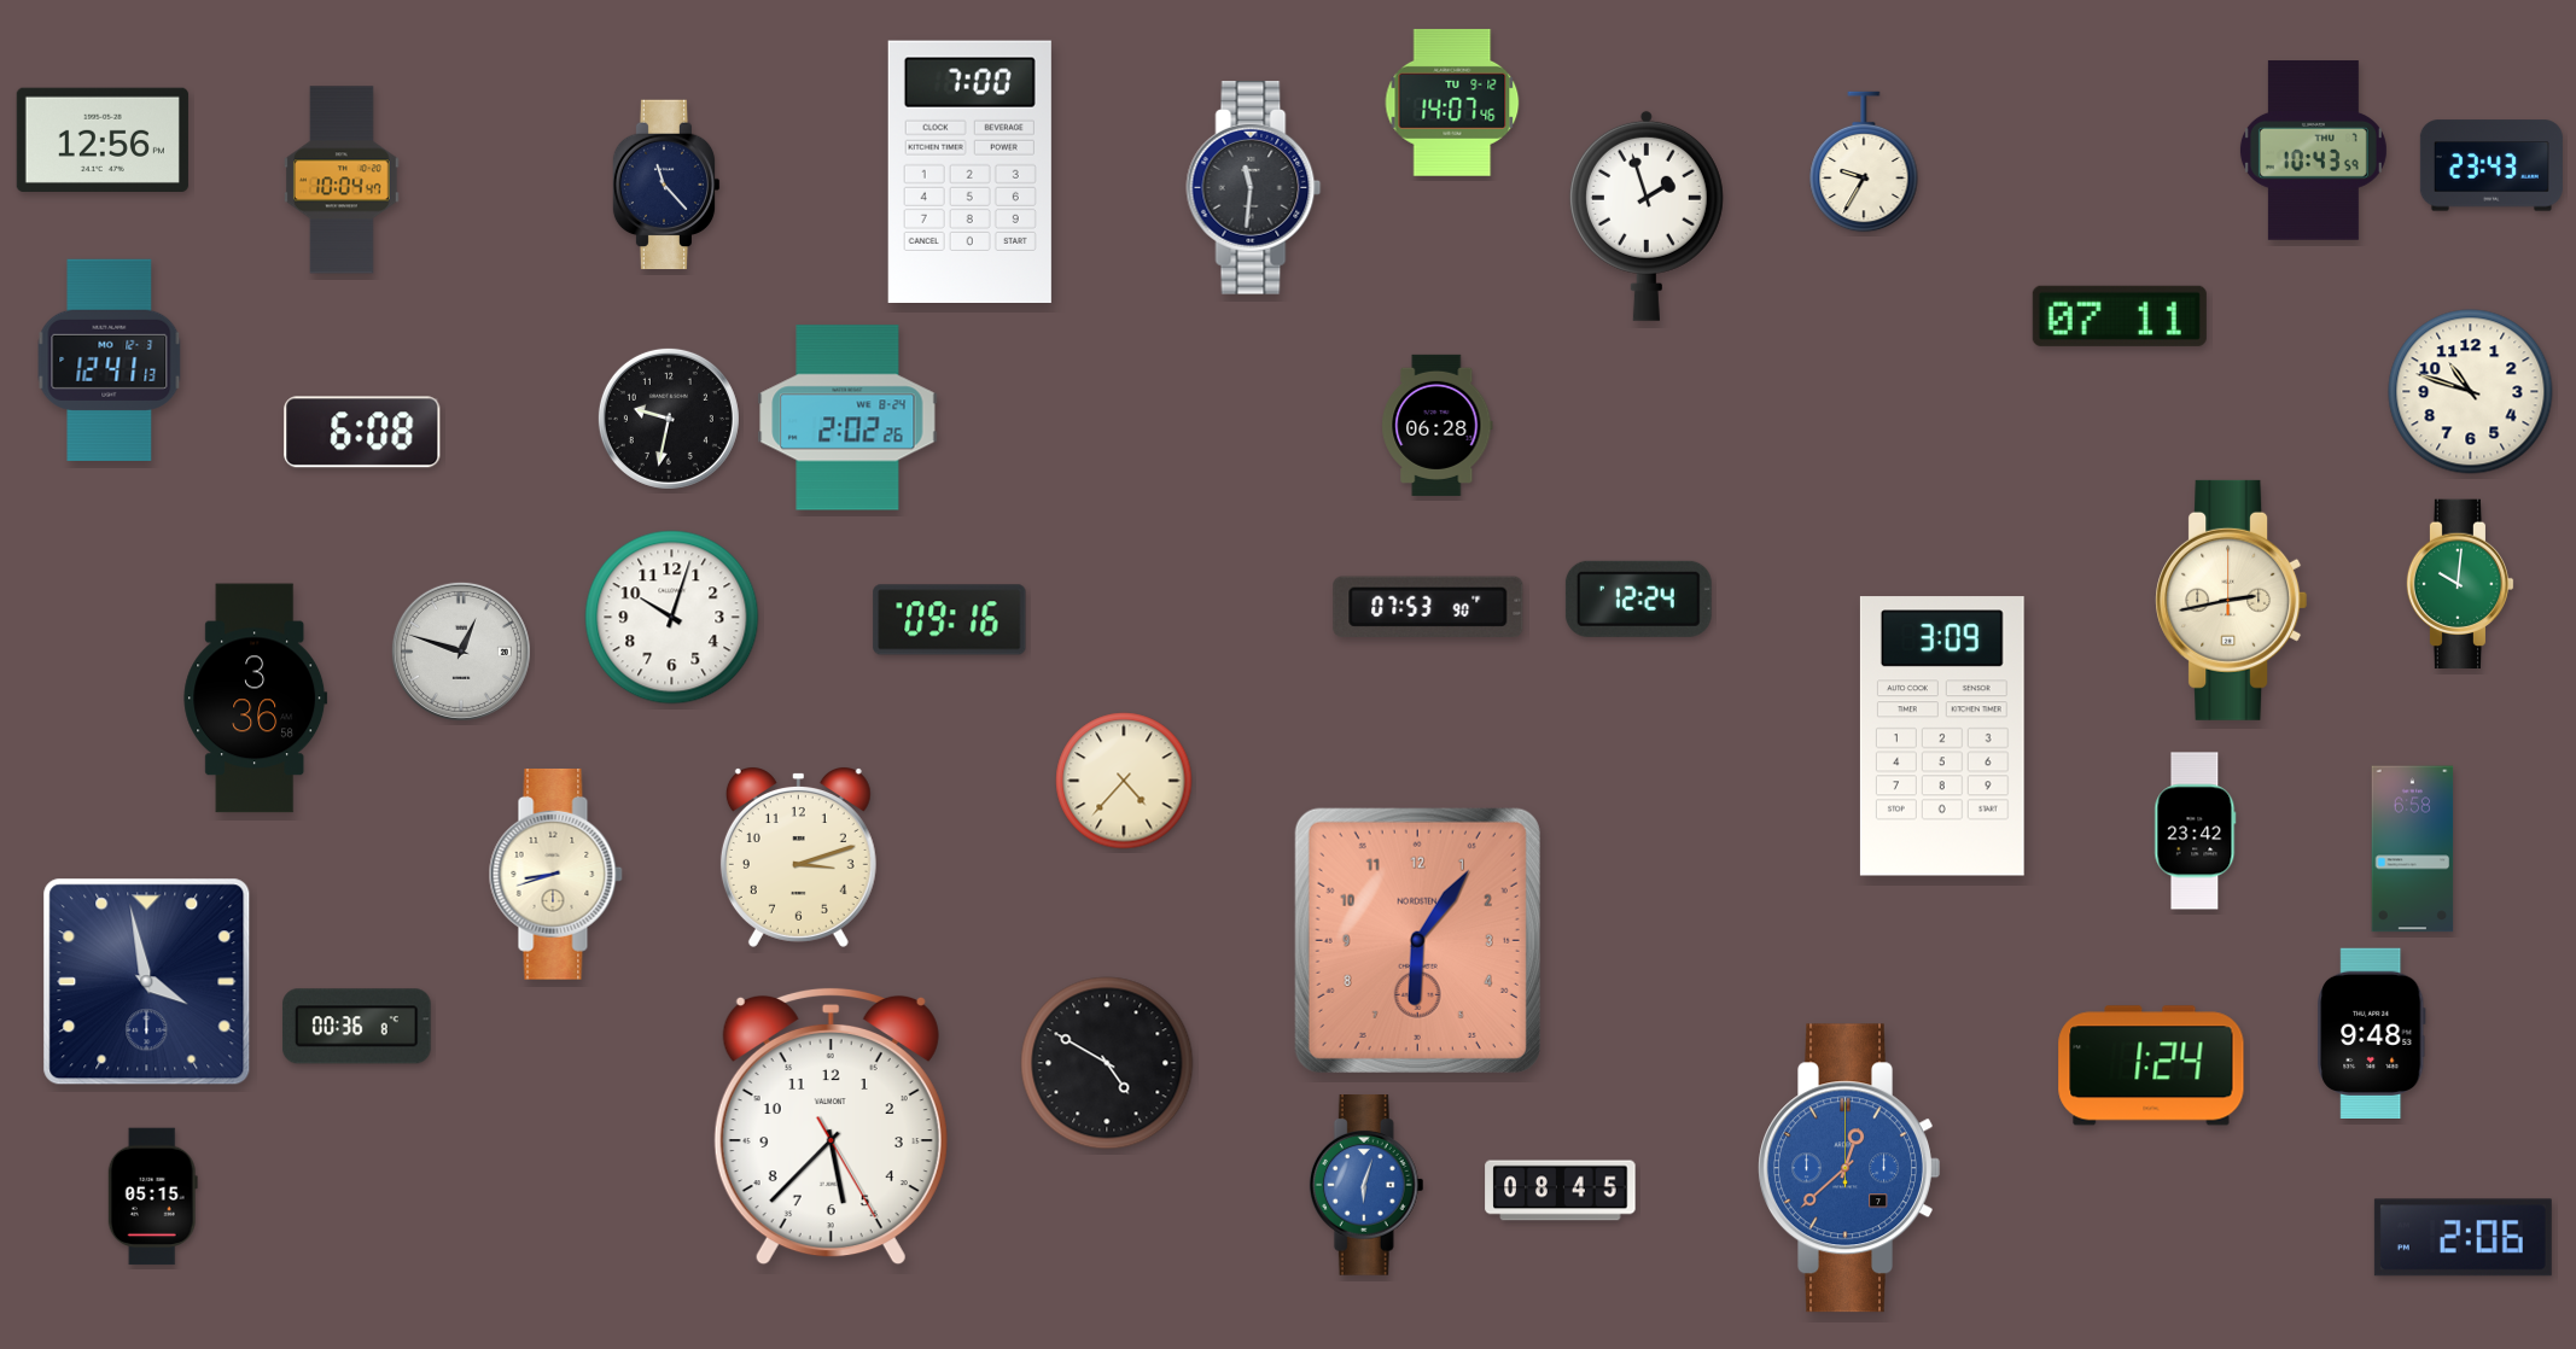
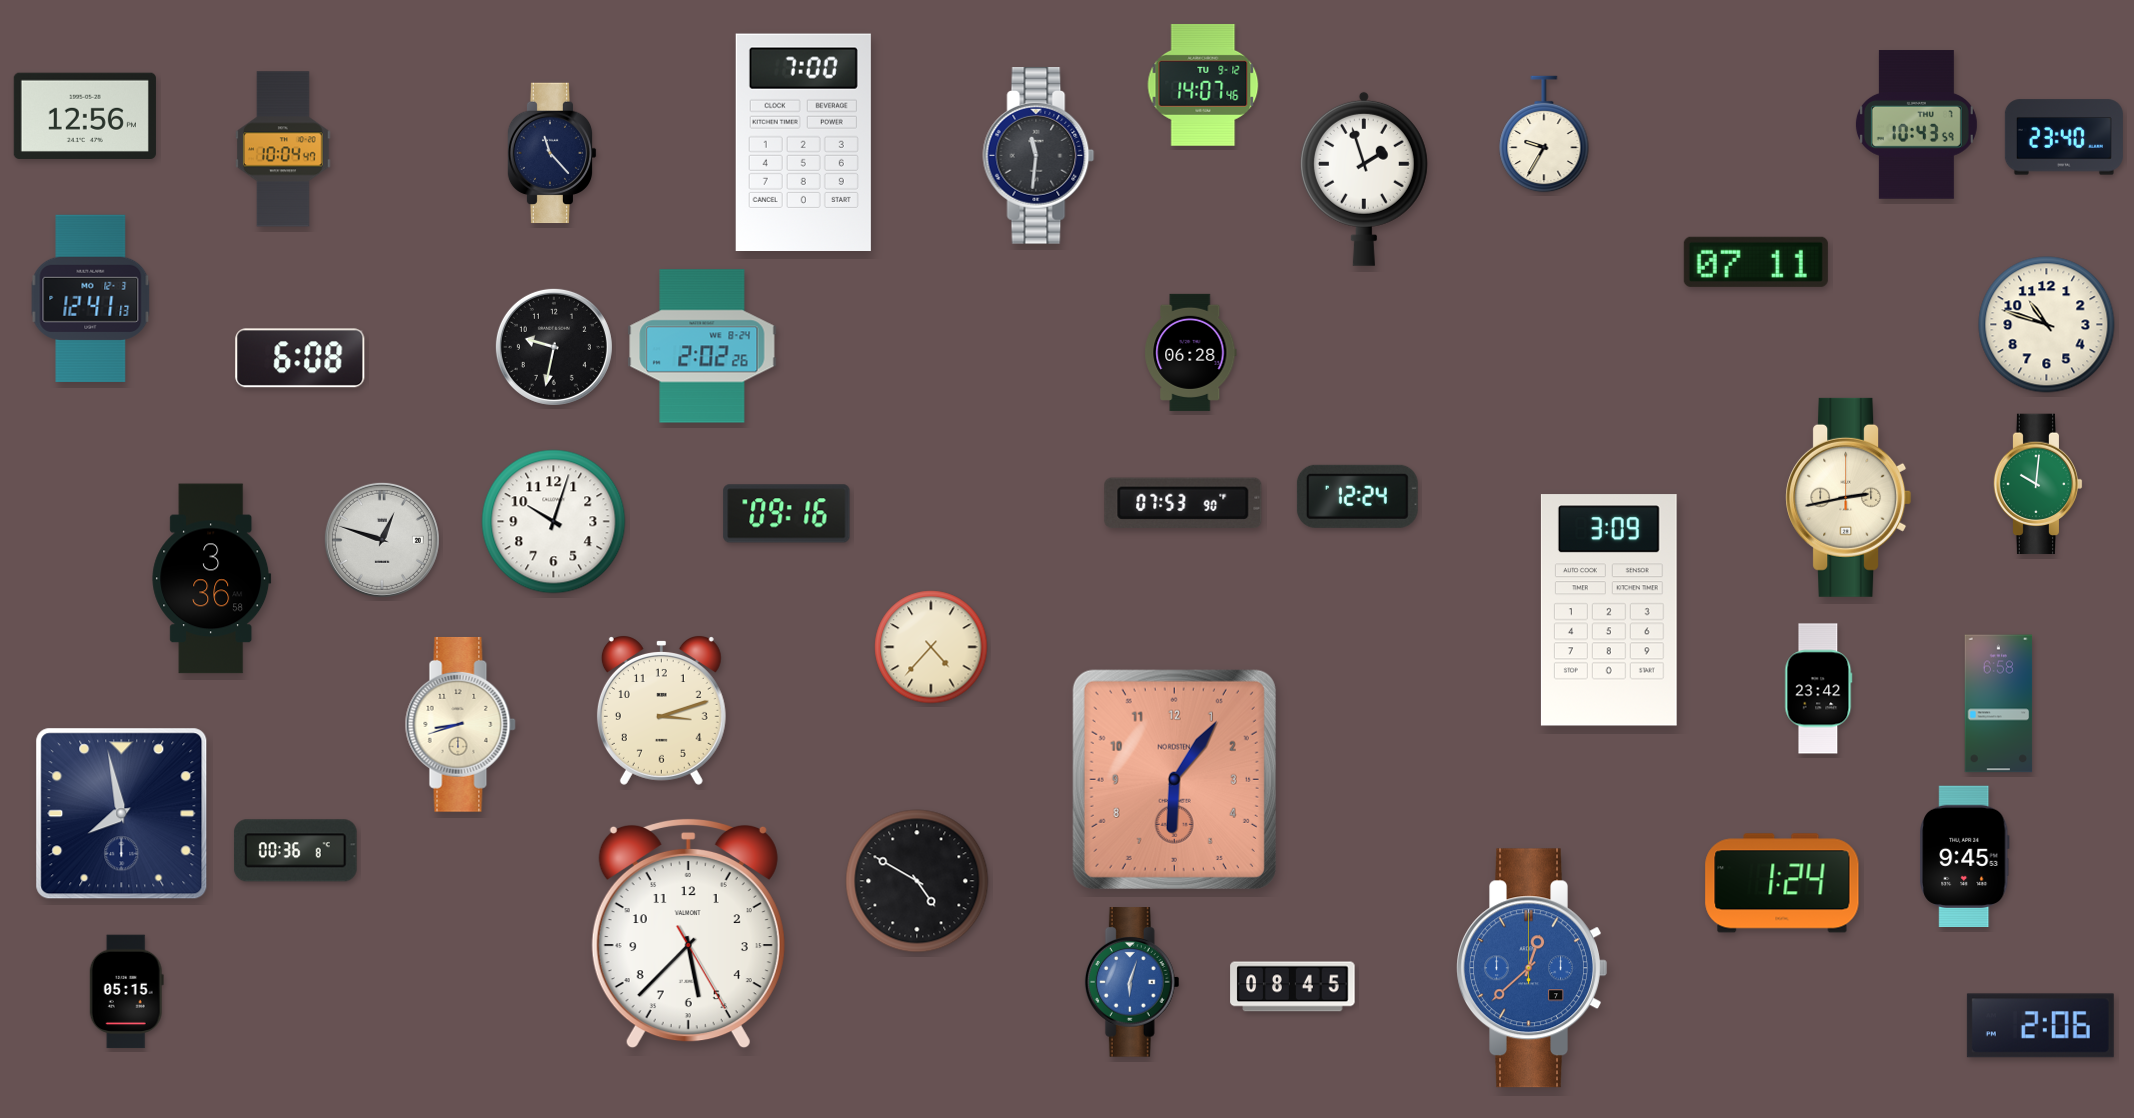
clock at (2492, 165): 23:43 -> 23:40
clock at (672, 618) position: (672, 618) -> (554, 522)
clock at (147, 982): 3:58 -> 7:58
clock at (2372, 1033): 9:48 -> 9:45
